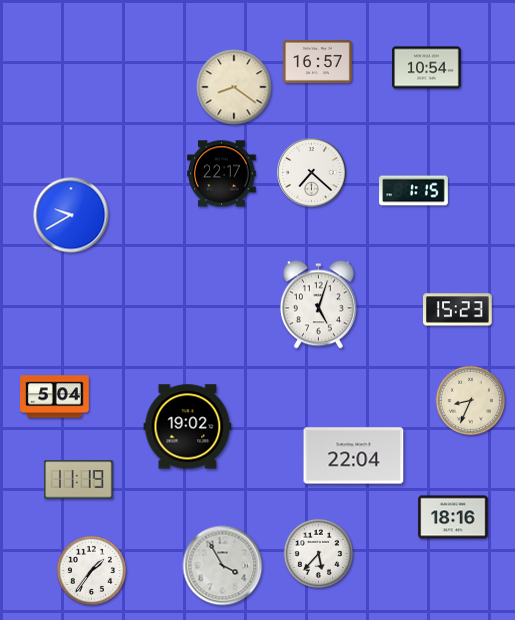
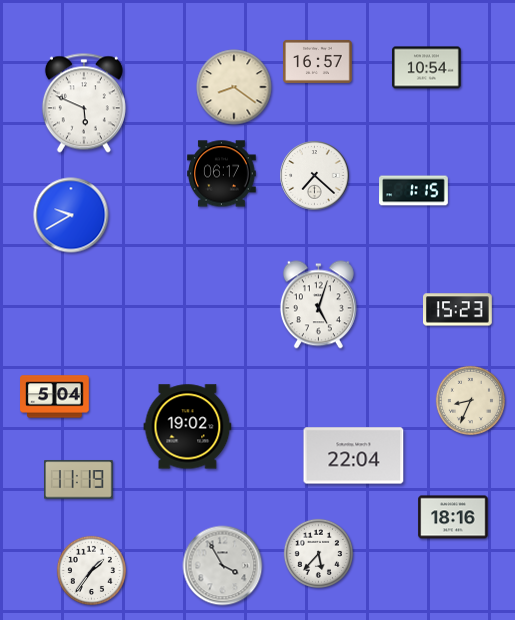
clock at (84, 103): none -> 5:49
clock at (312, 173) position: (312, 173) -> (315, 176)
clock at (222, 174): 22:17 -> 06:17
